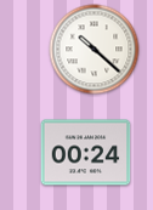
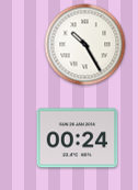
clock at (95, 50): 10:22 -> 10:25
